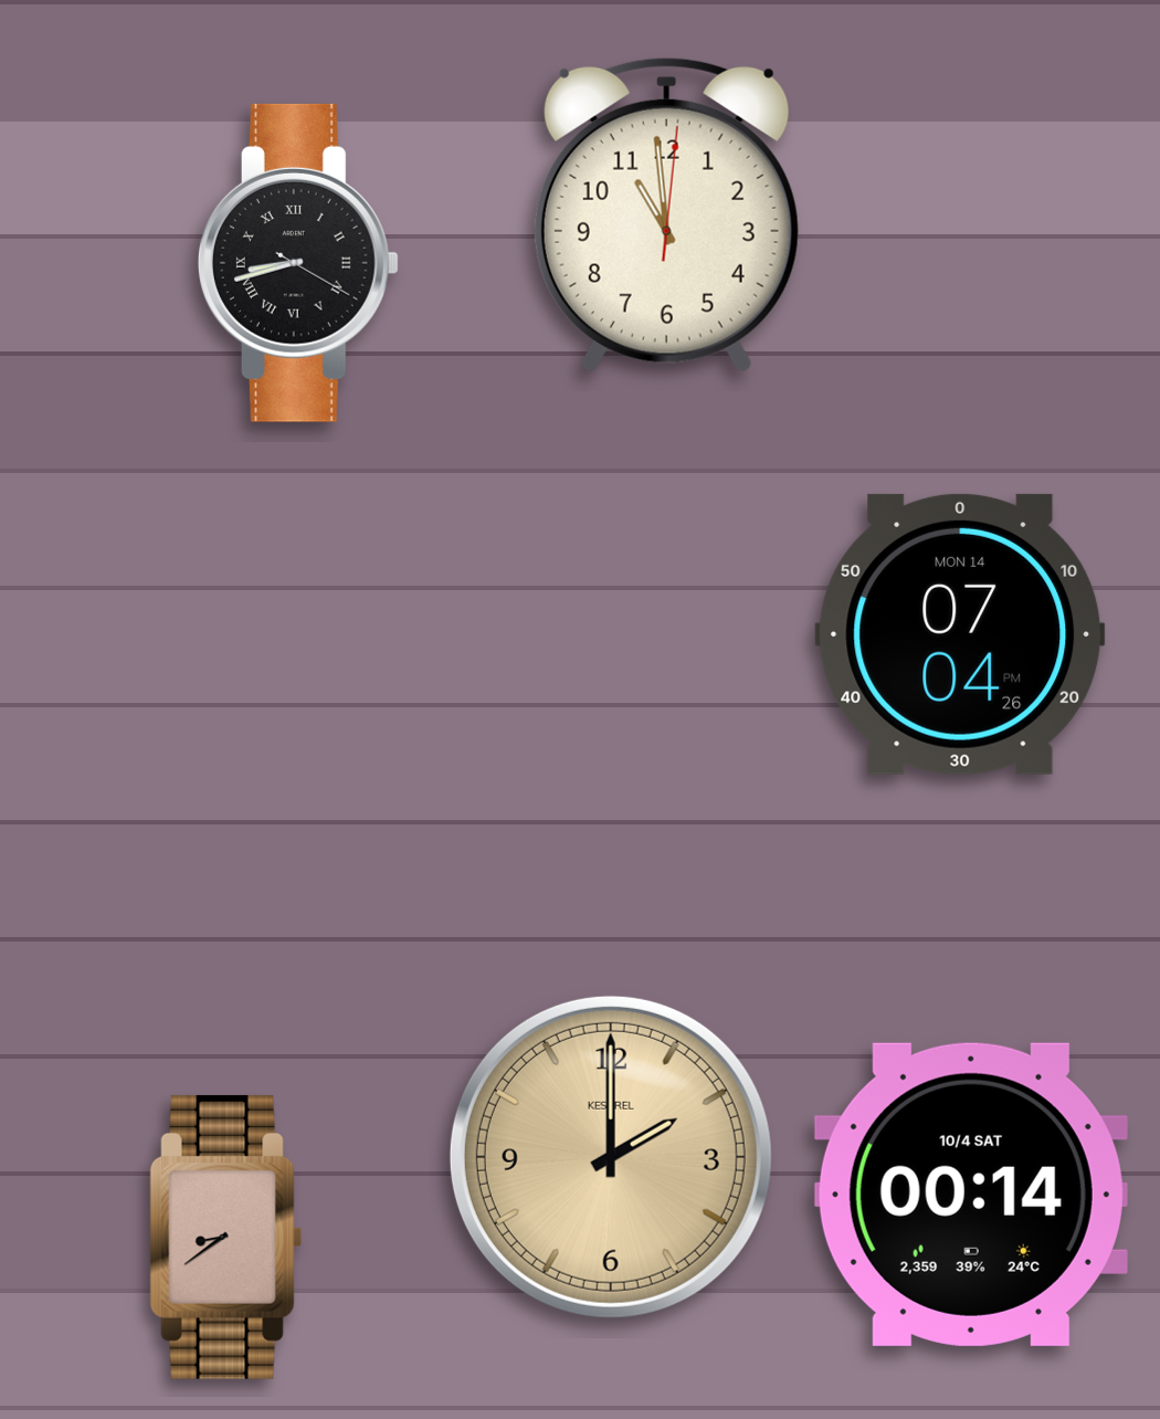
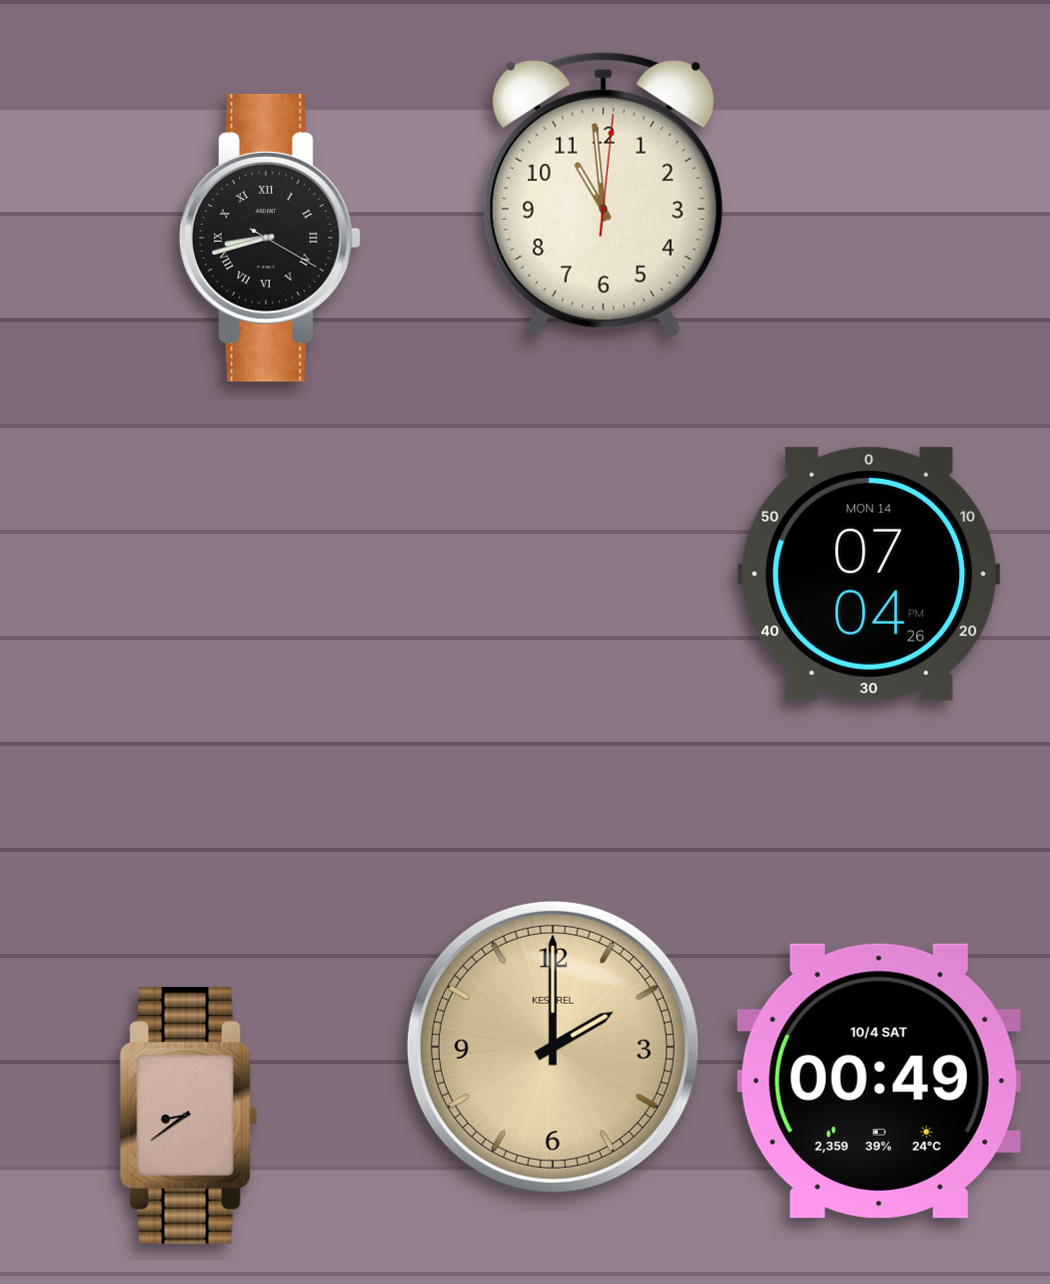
clock at (971, 1195): 00:14 -> 00:49
clock at (226, 1237) position: (226, 1237) -> (189, 1115)
